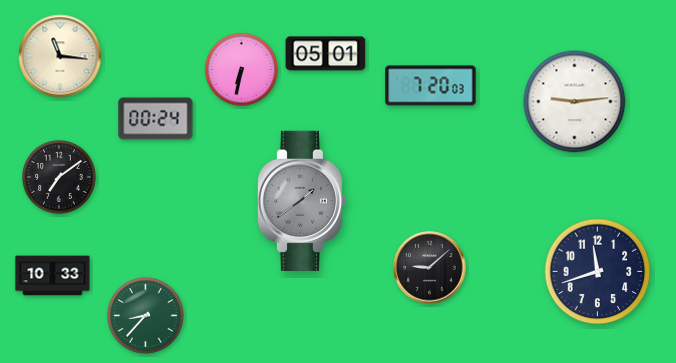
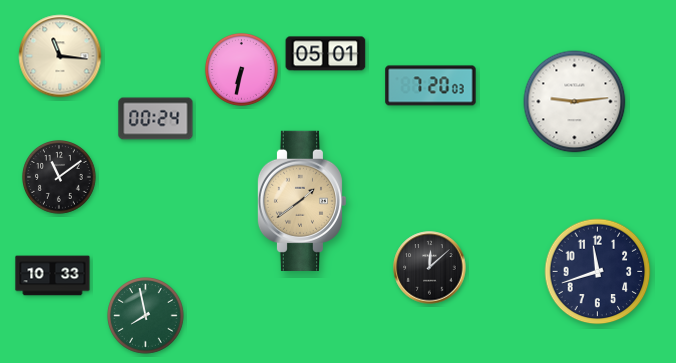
clock at (60, 178): 7:09 -> 11:09
clock at (302, 201) dial: grey -> champagne
clock at (430, 268): 9:08 -> 12:08
clock at (146, 316): 8:37 -> 7:58
